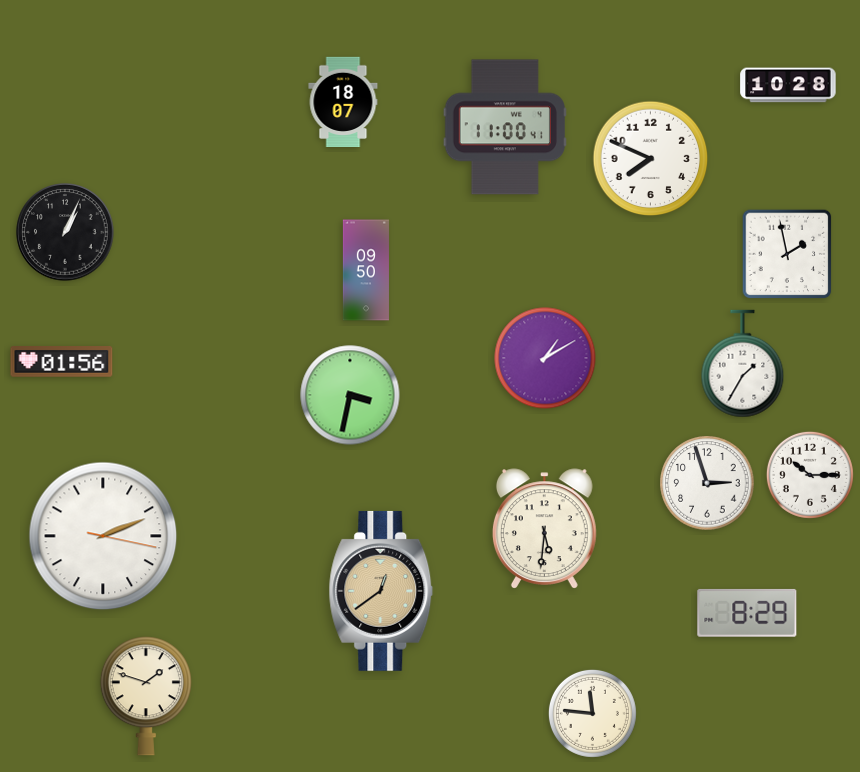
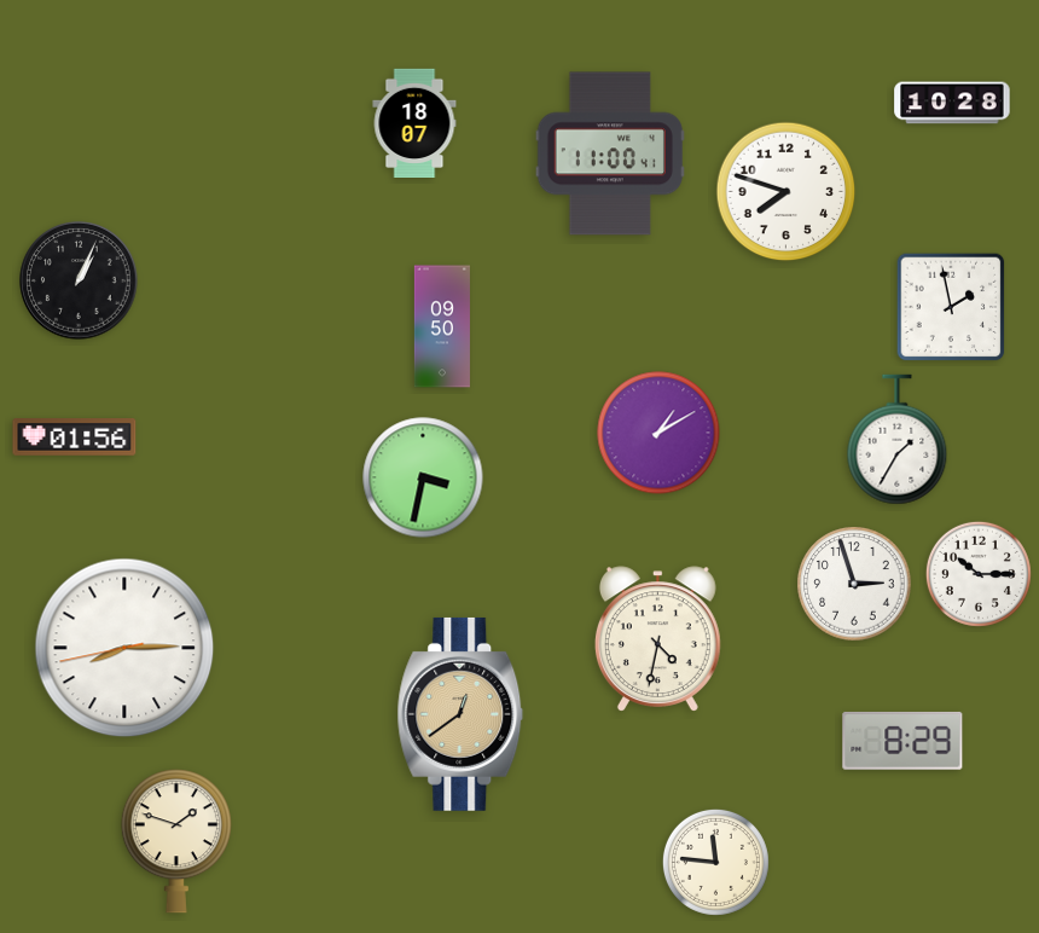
clock at (651, 159): 7:49 -> 7:48
clock at (544, 529): 5:31 -> 4:32
clock at (103, 536): 2:11 -> 8:14
